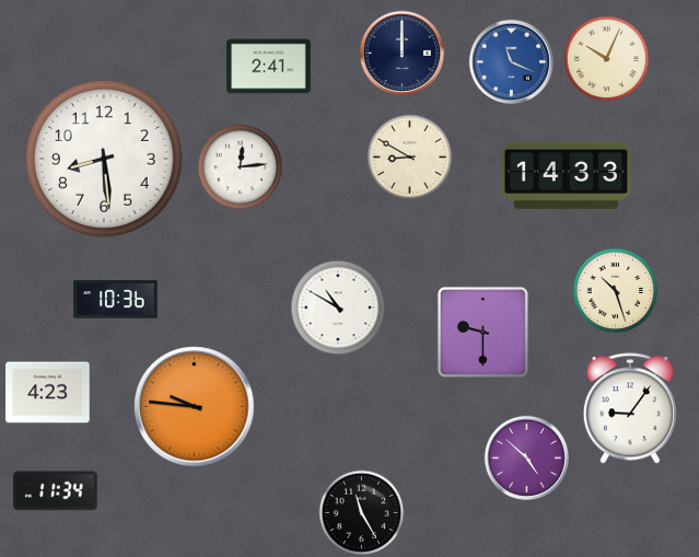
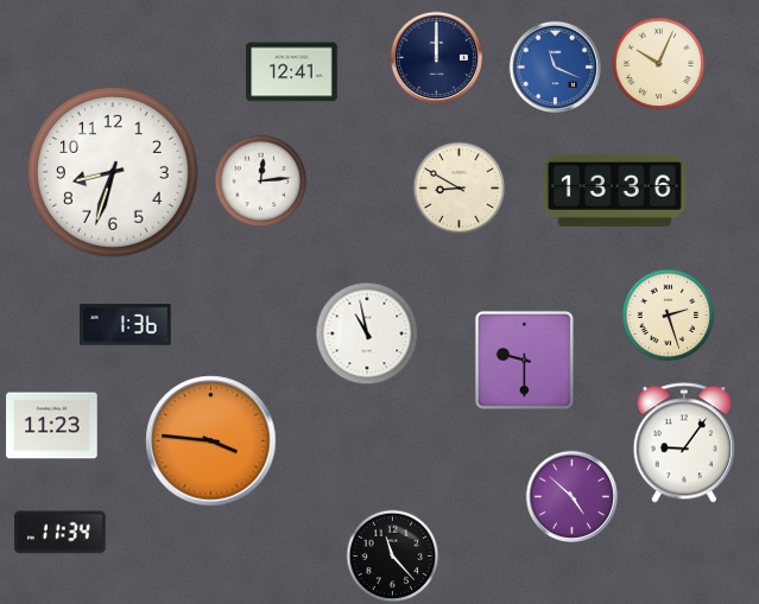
clock at (269, 67): 2:41 -> 12:41
clock at (409, 156) position: (409, 156) -> (458, 187)
clock at (104, 159): 8:29 -> 8:33
clock at (566, 175): 14:33 -> 13:36
clock at (615, 290): 10:27 -> 2:27
clock at (116, 300): 10:36 -> 1:36
clock at (338, 307): 10:50 -> 10:58
clock at (48, 393): 4:23 -> 11:23
clock at (195, 407): 9:46 -> 3:46
clock at (361, 512): 11:25 -> 11:23
